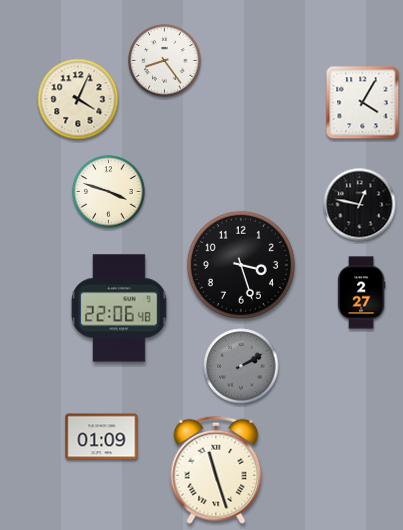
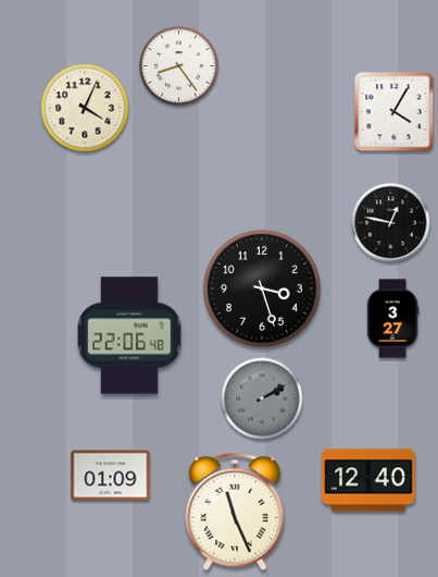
clock at (109, 192): 3:48 -> none
clock at (361, 293): 2:27 -> 3:27
clock at (368, 480): none -> 12:40
clock at (216, 470): 11:27 -> 11:26
